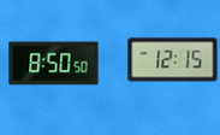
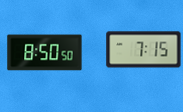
clock at (173, 60): 12:15 -> 7:15
